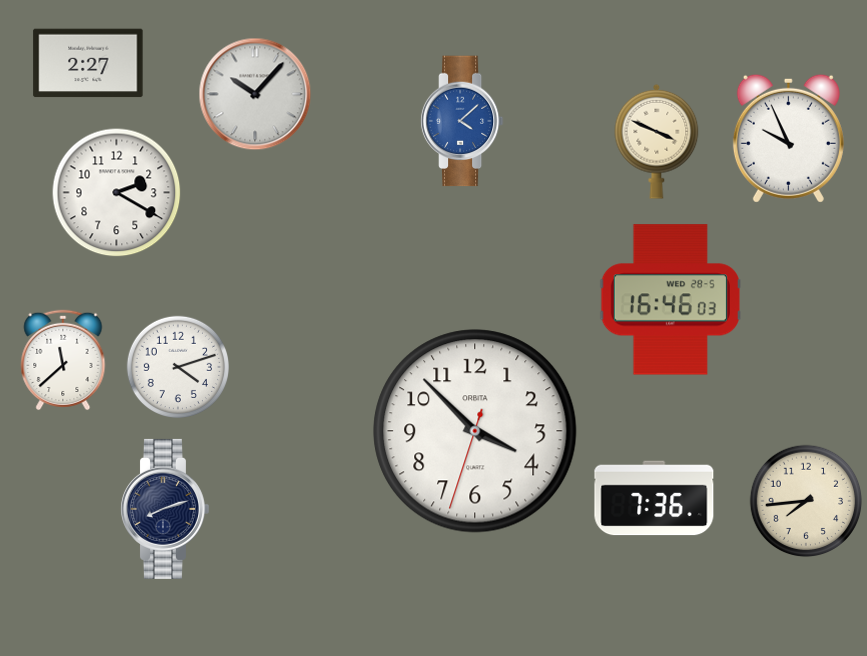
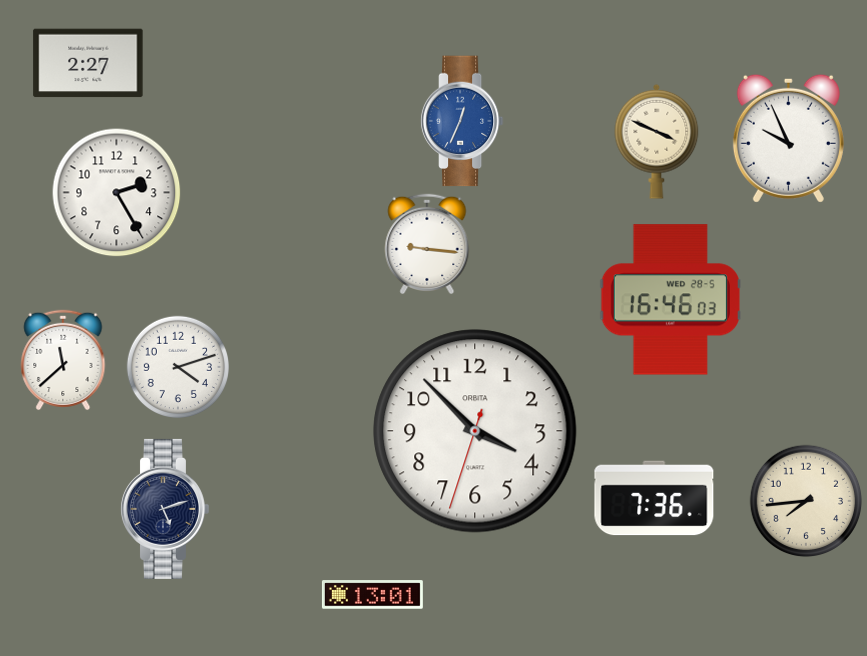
clock at (255, 94): 10:07 -> none
clock at (462, 121): 4:08 -> 12:34
clock at (117, 193): 2:20 -> 2:25
clock at (427, 244): none -> 9:16
clock at (164, 509): 8:12 -> 5:12
clock at (372, 595): none -> 13:01
